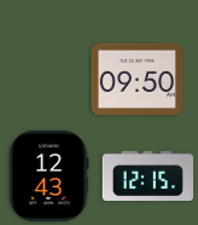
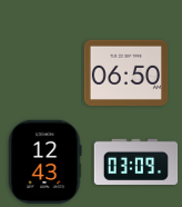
clock at (138, 79): 09:50 -> 06:50
clock at (148, 175): 12:15 -> 03:09
